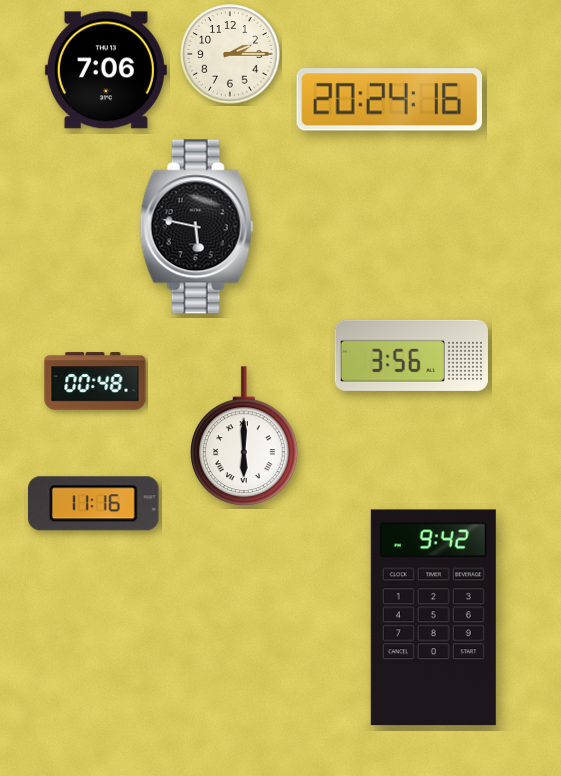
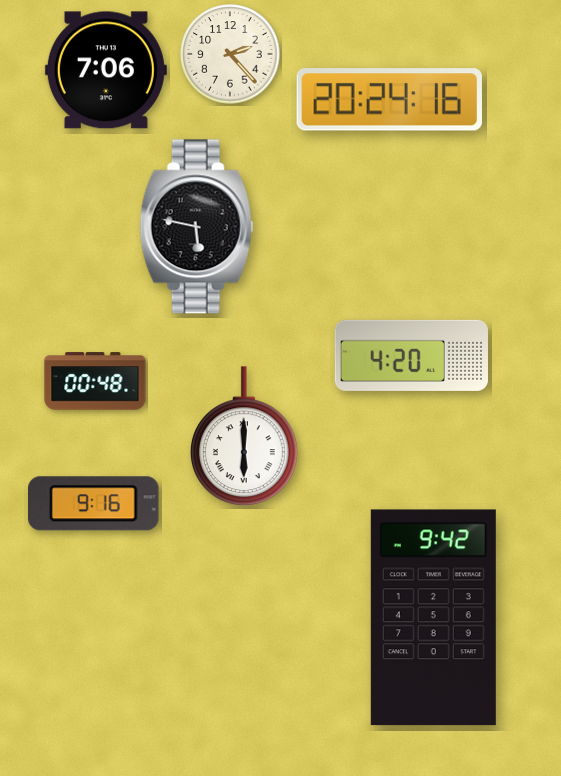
clock at (230, 54): 2:15 -> 2:23
clock at (411, 355): 3:56 -> 4:20
clock at (94, 504): 11:16 -> 9:16
